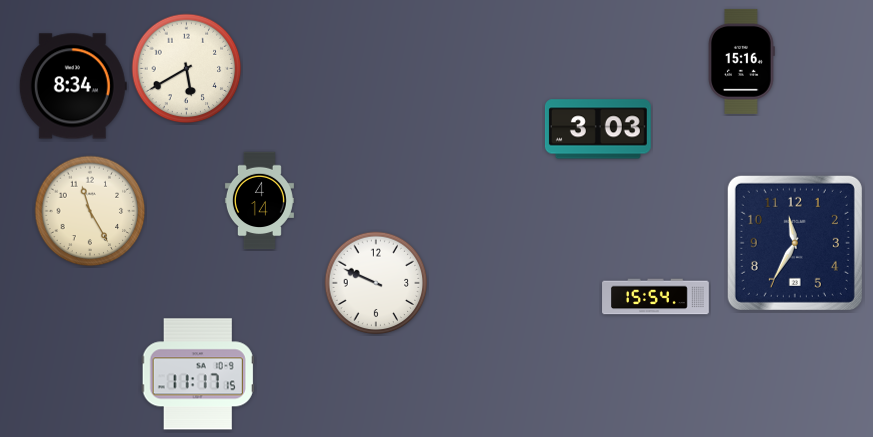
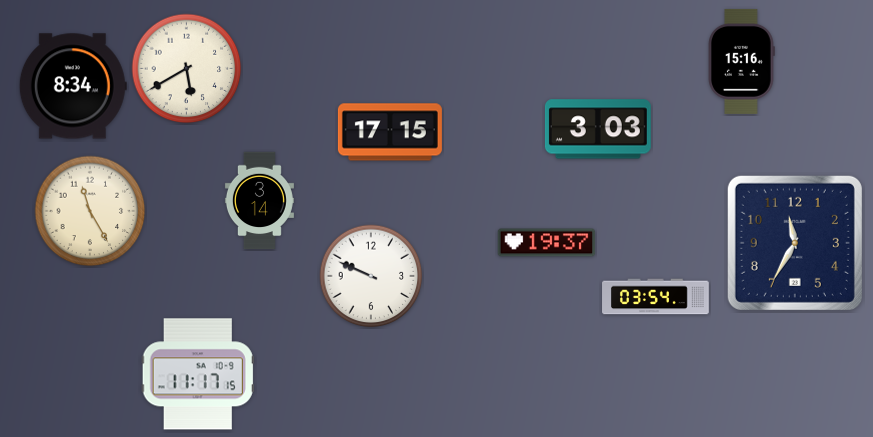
clock at (390, 132): none -> 17:15
clock at (259, 201): 4:14 -> 3:14
clock at (547, 243): none -> 19:37
clock at (376, 283) position: (376, 283) -> (371, 276)
clock at (656, 297): 15:54 -> 03:54
